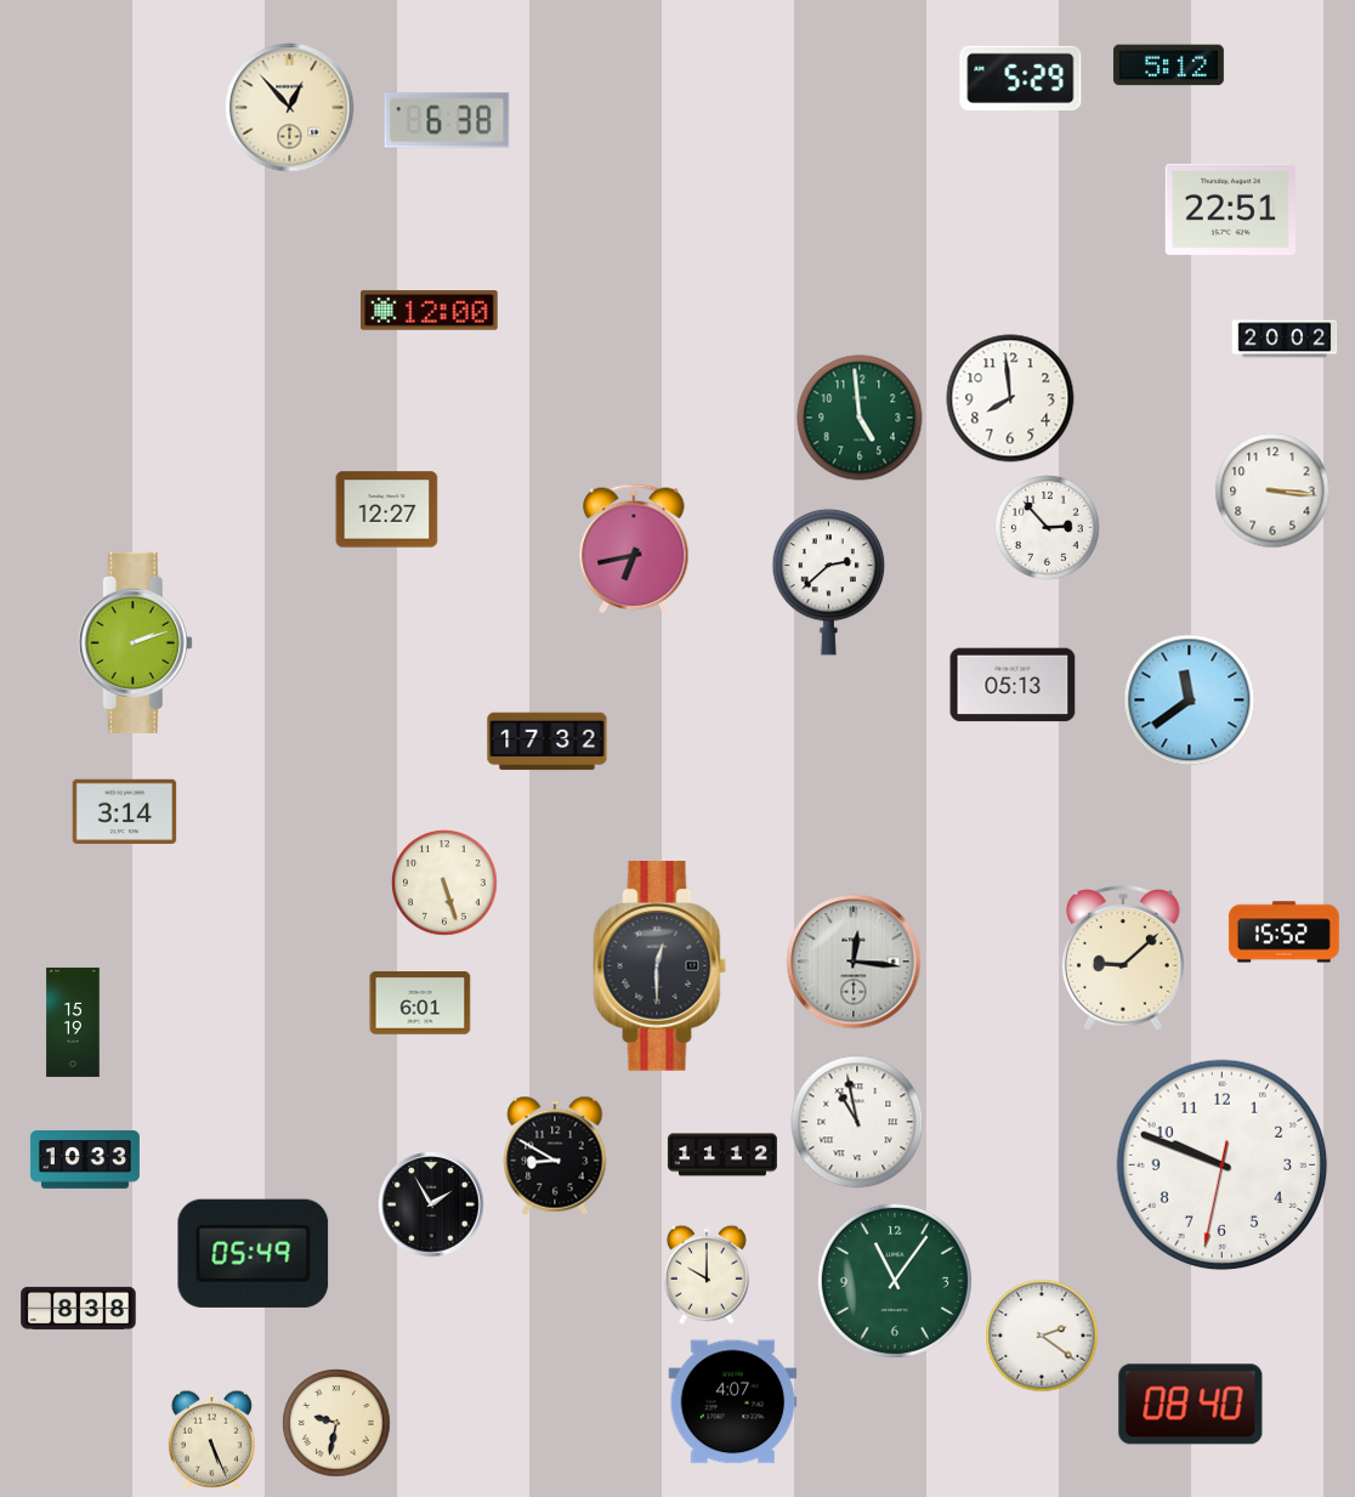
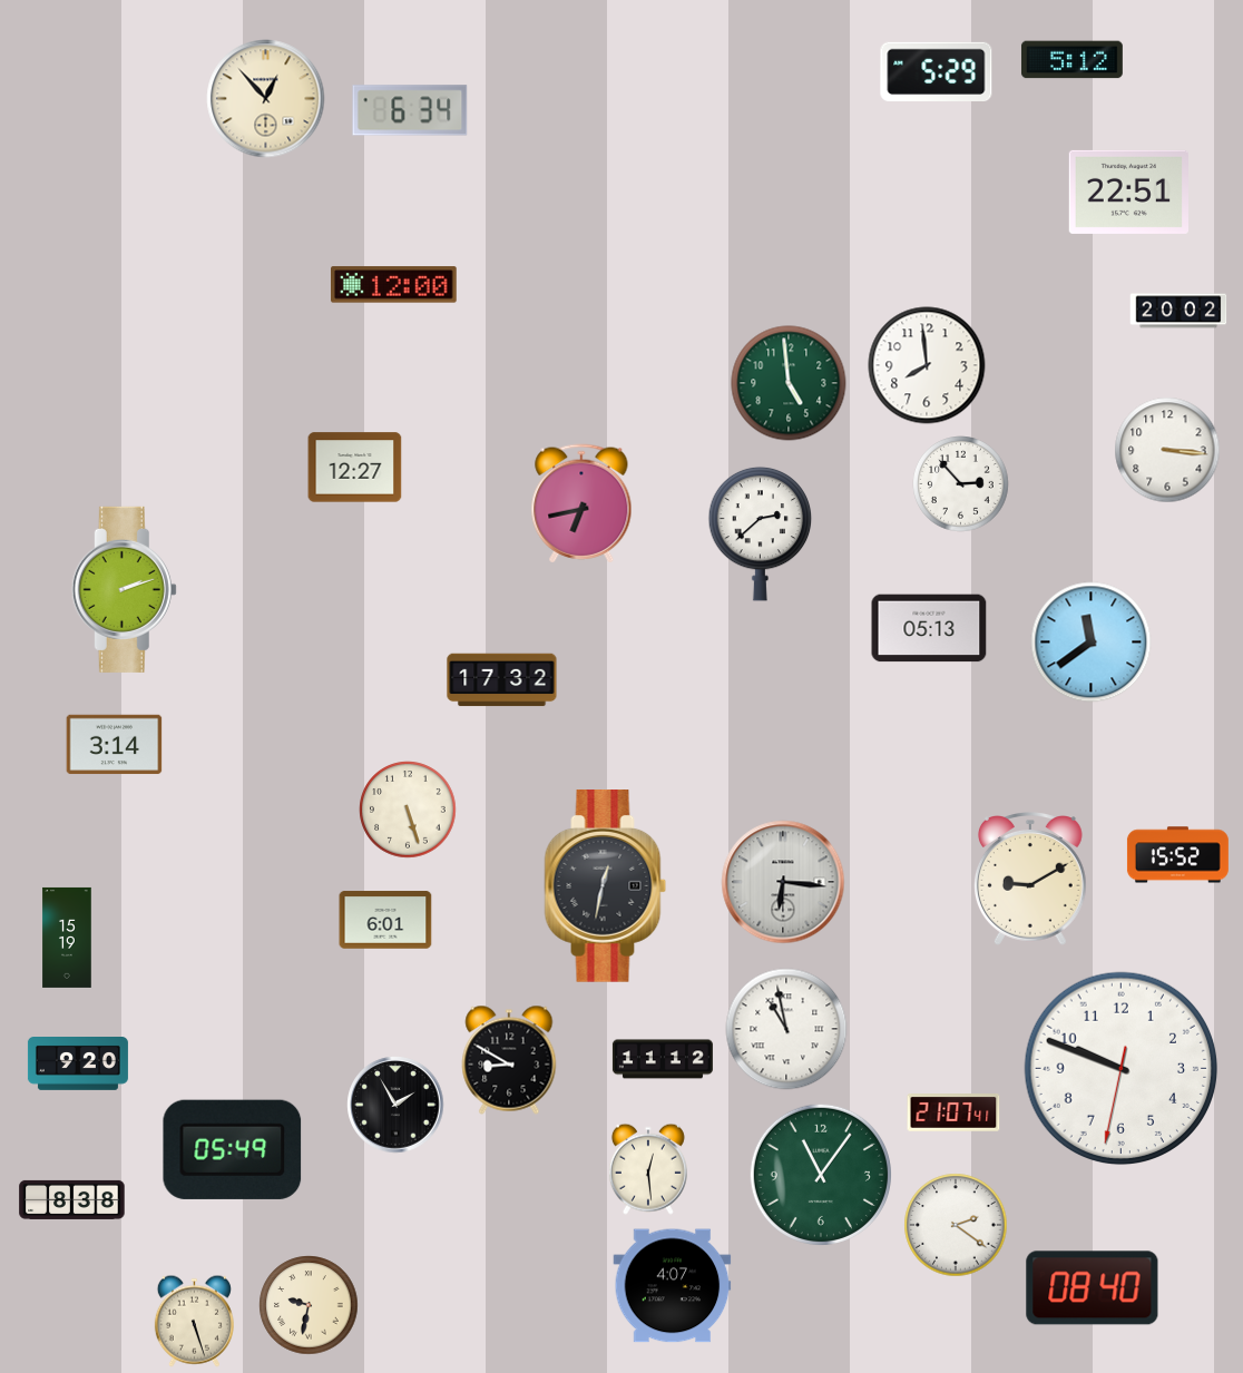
clock at (447, 120): 6:38 -> 6:34
clock at (1123, 958): 9:08 -> 9:10
clock at (854, 962): 12:16 -> 6:16
clock at (661, 966): 12:30 -> 12:32
clock at (85, 1161): 10:33 -> 9:20
clock at (953, 1112): none -> 21:07
clock at (707, 1275): 10:00 -> 12:29
clock at (211, 1440): 5:26 -> 5:27
